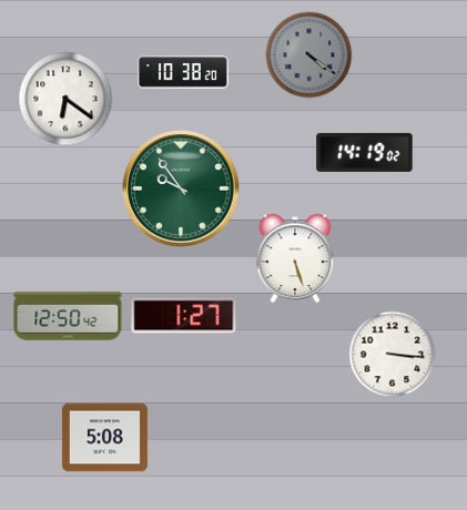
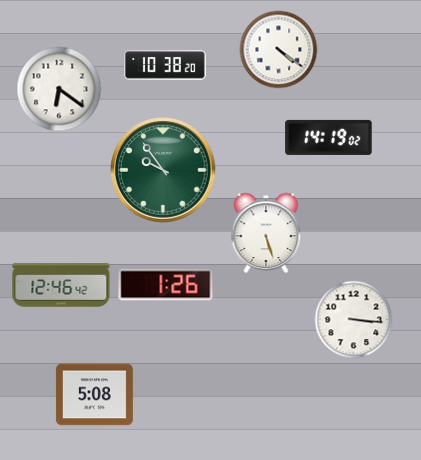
clock at (308, 54) dial: grey -> white
clock at (68, 316): 12:50 -> 12:46
clock at (184, 316): 1:27 -> 1:26
